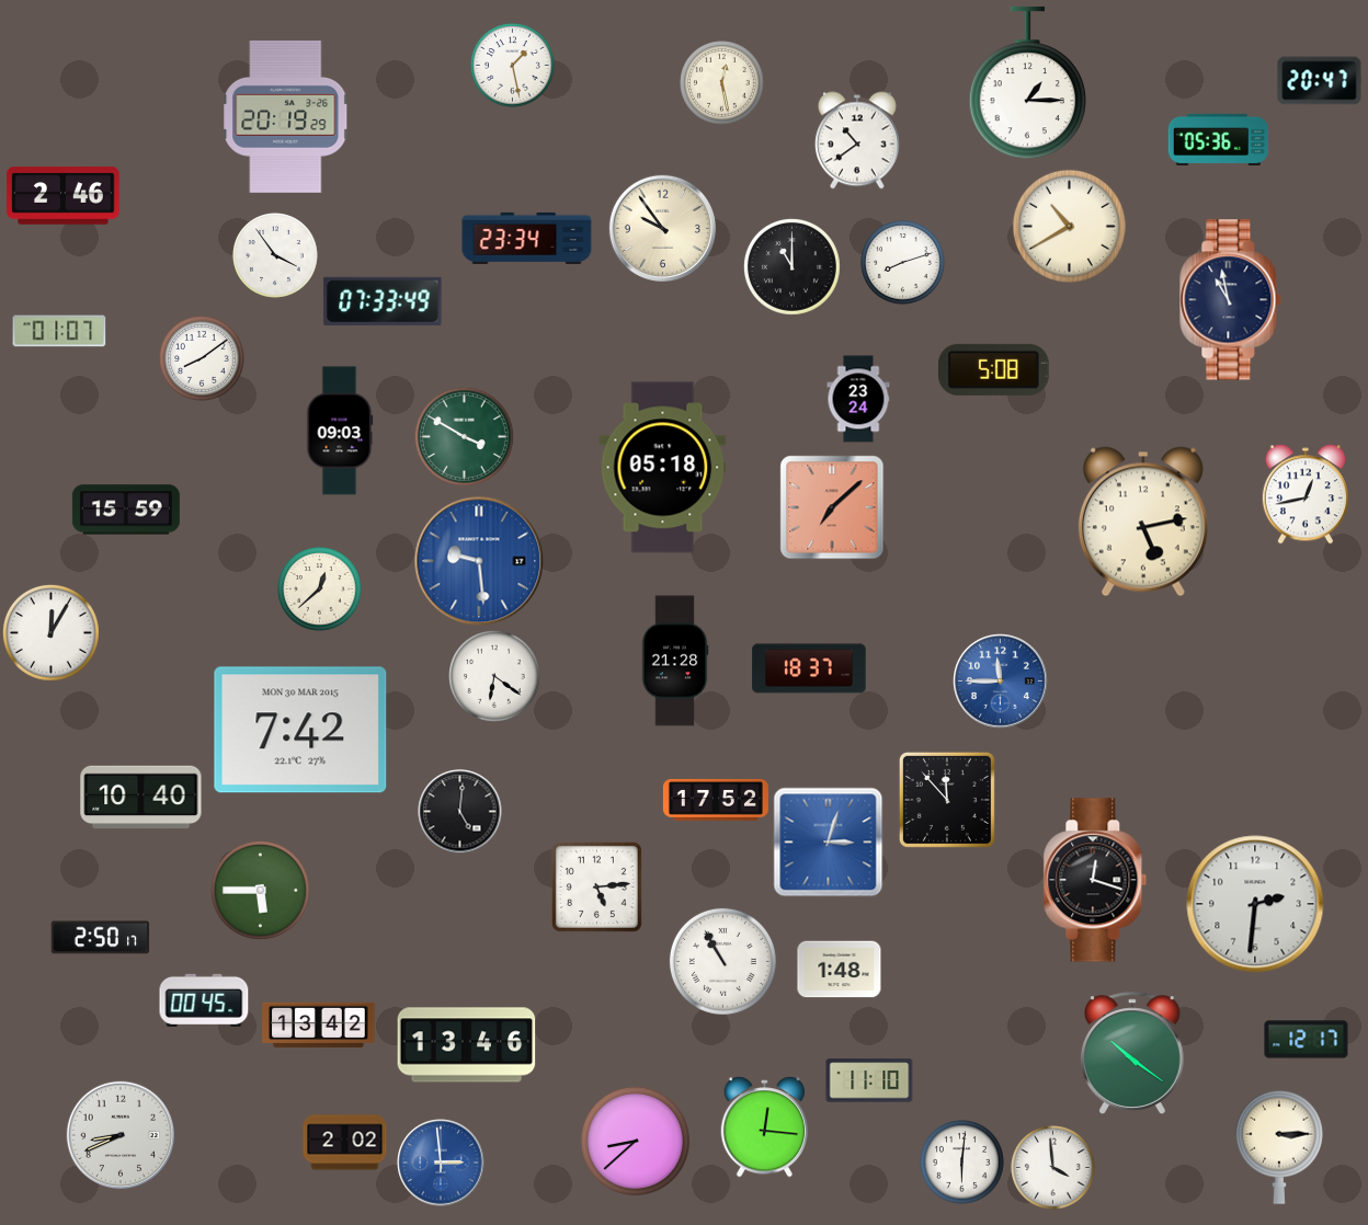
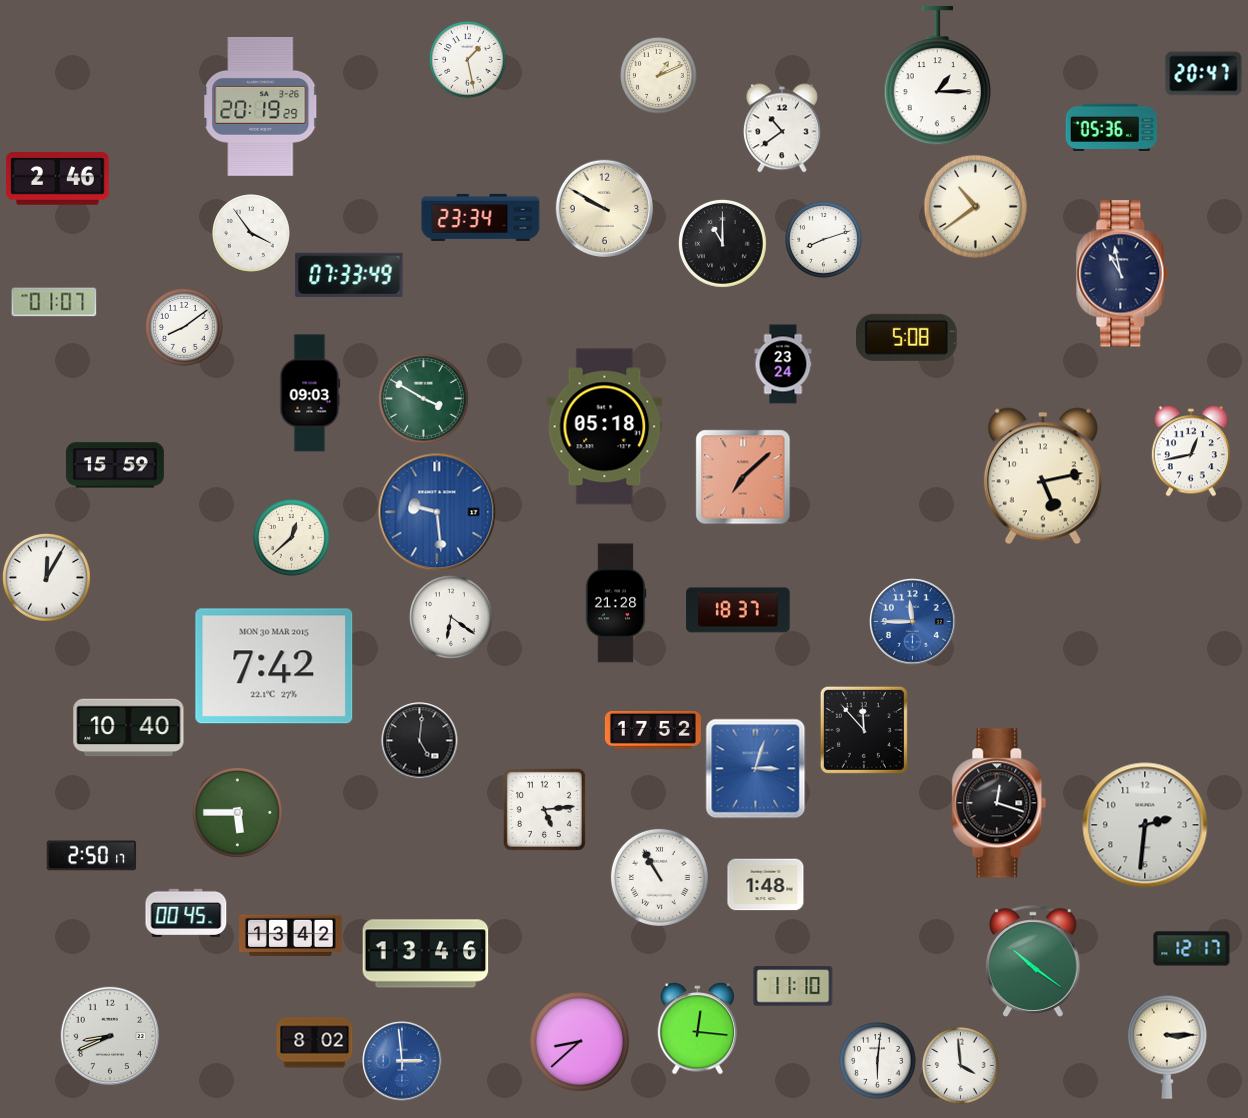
clock at (722, 83): 12:28 -> 1:11
clock at (1069, 226): 10:40 -> 10:39
clock at (662, 228): 9:54 -> 9:50
clock at (832, 507) position: (832, 507) -> (743, 477)
clock at (345, 1143): 2:02 -> 8:02
